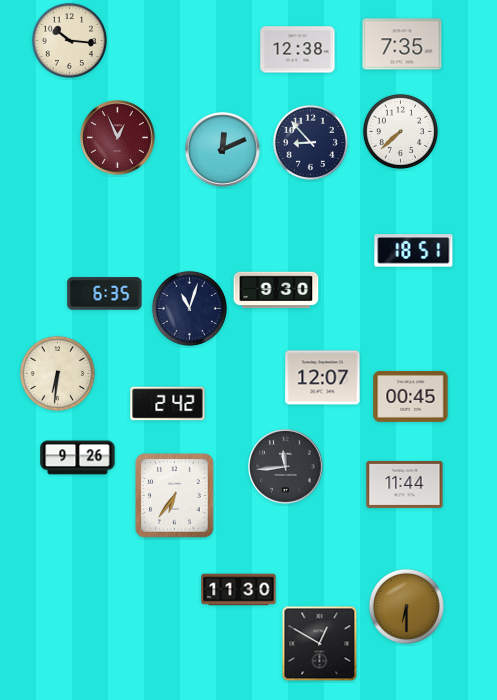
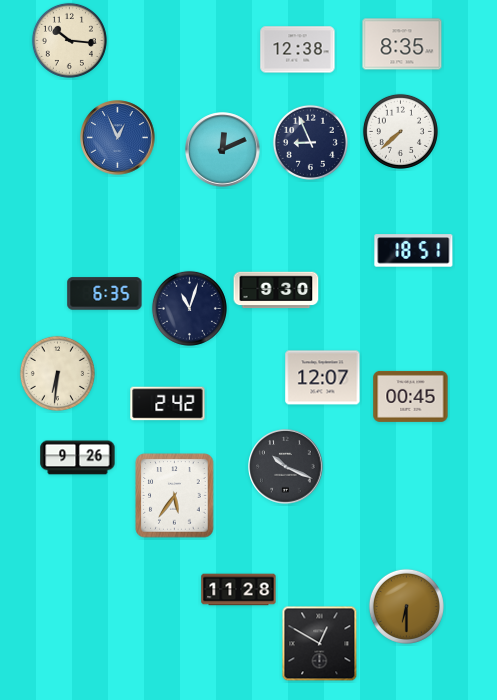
clock at (402, 44): 7:35 -> 8:35
clock at (118, 138) dial: burgundy -> blue
clock at (310, 142): 8:53 -> 8:56
clock at (286, 467): 11:44 -> 10:19
clock at (405, 484): 11:44 -> none
clock at (175, 496): 6:36 -> 5:36
clock at (239, 590): 11:30 -> 11:28
